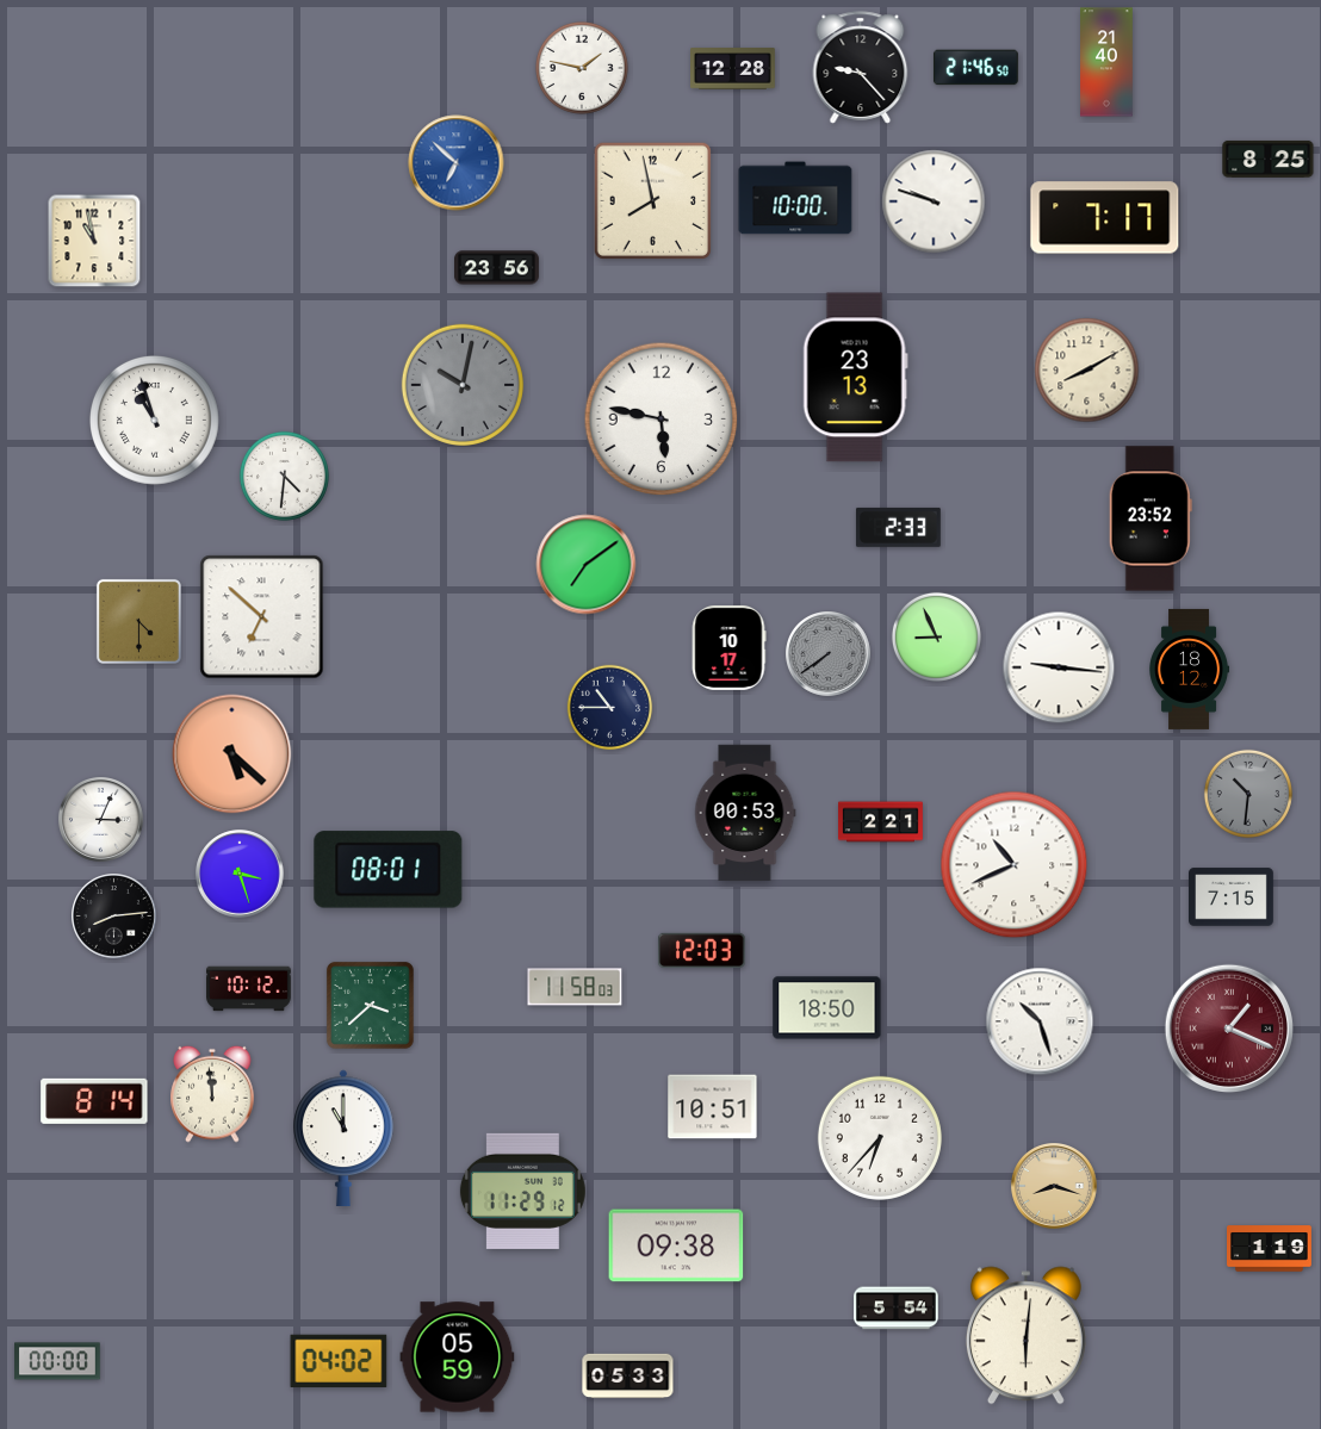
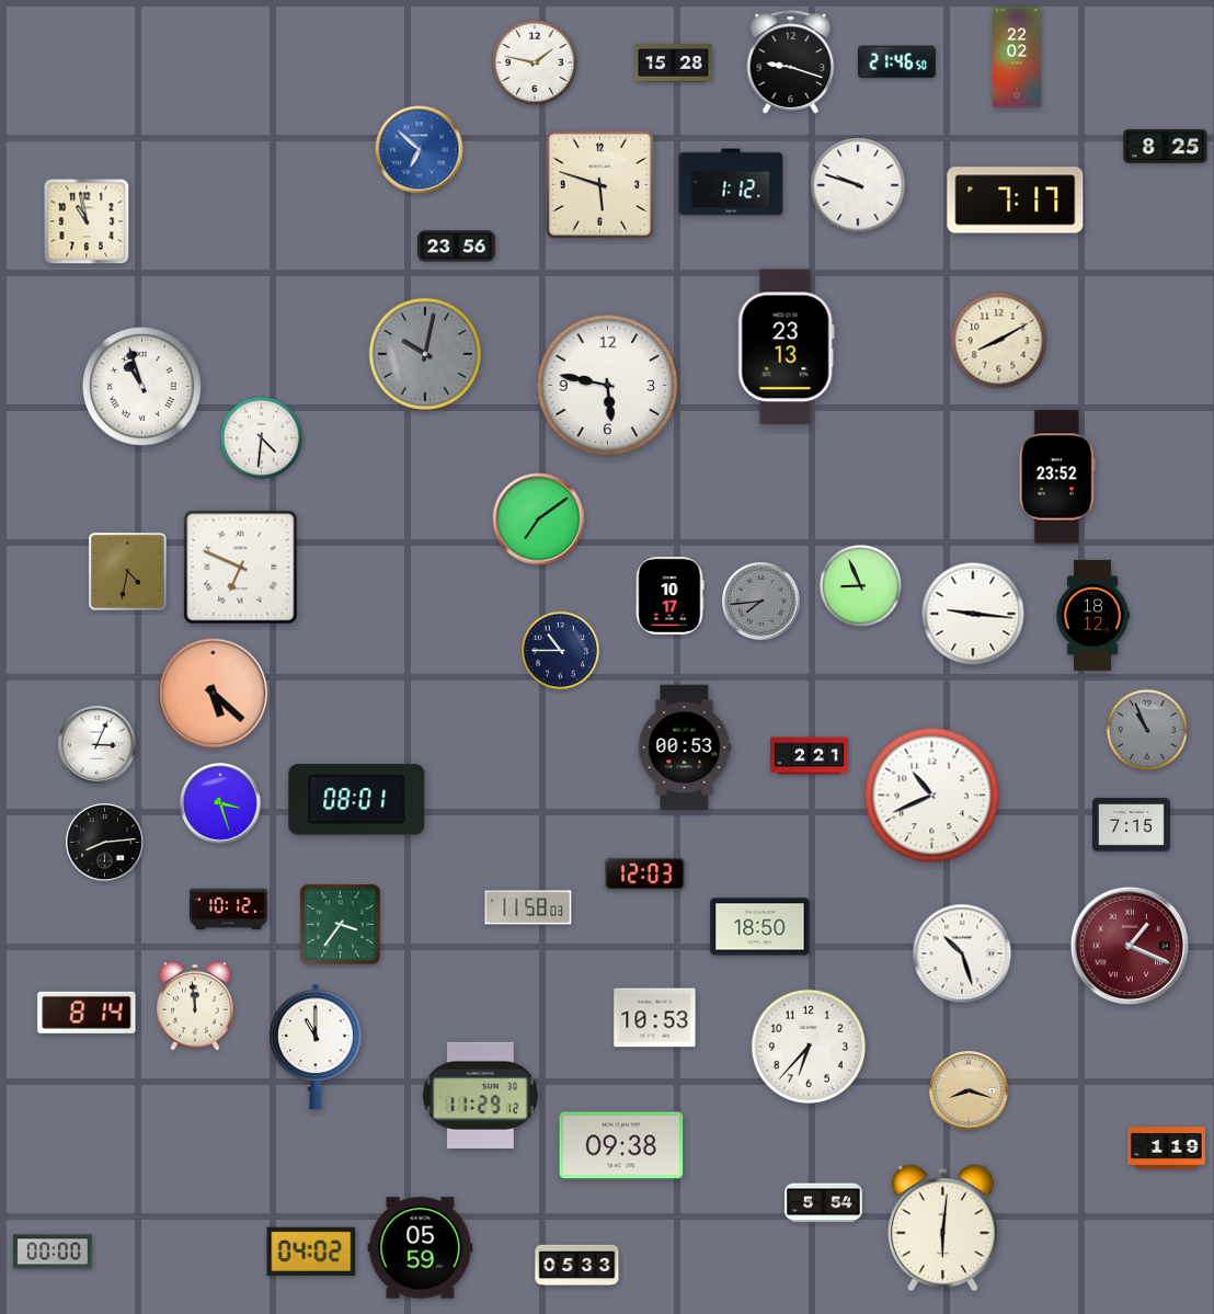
clock at (1108, 62): 21:40 -> 22:02
clock at (861, 68): 9:23 -> 9:18
clock at (733, 69): 12:28 -> 15:28
clock at (795, 198): 10:00 -> 1:12
clock at (652, 200): 7:58 -> 5:48
clock at (898, 527): 2:33 -> none
clock at (262, 617): 6:52 -> 6:49
clock at (138, 621): 4:30 -> 4:32
clock at (829, 654): 7:39 -> 7:44
clock at (1248, 794): 10:31 -> 10:56
clock at (101, 820) position: (101, 820) -> (98, 745)
clock at (370, 1005): 3:38 -> 3:36
clock at (1040, 1021) position: (1040, 1021) -> (962, 953)
clock at (713, 1107): 10:51 -> 10:53
